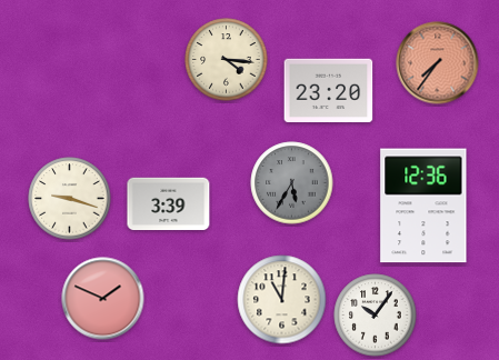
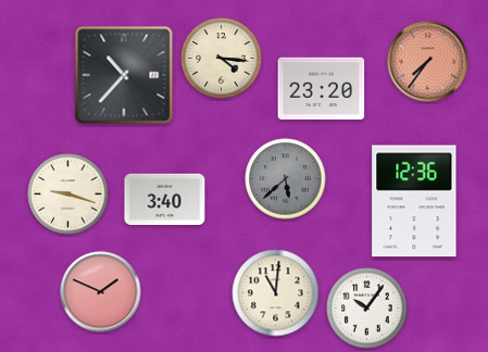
clock at (124, 75): none -> 10:37
clock at (292, 183): 5:35 -> 5:38
clock at (169, 204): 3:39 -> 3:40
